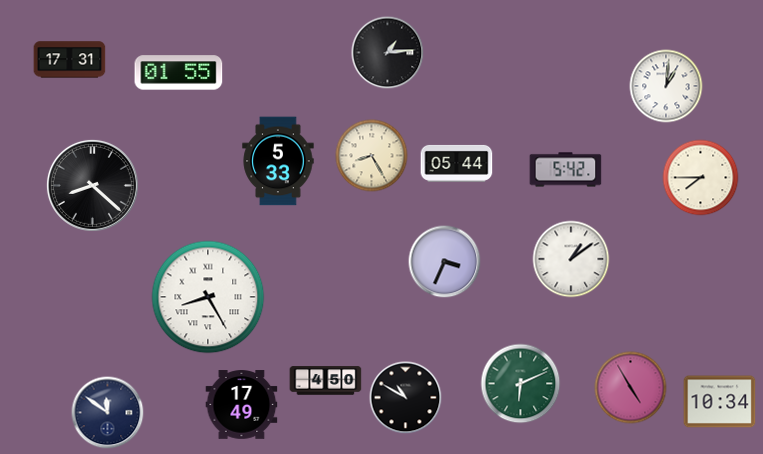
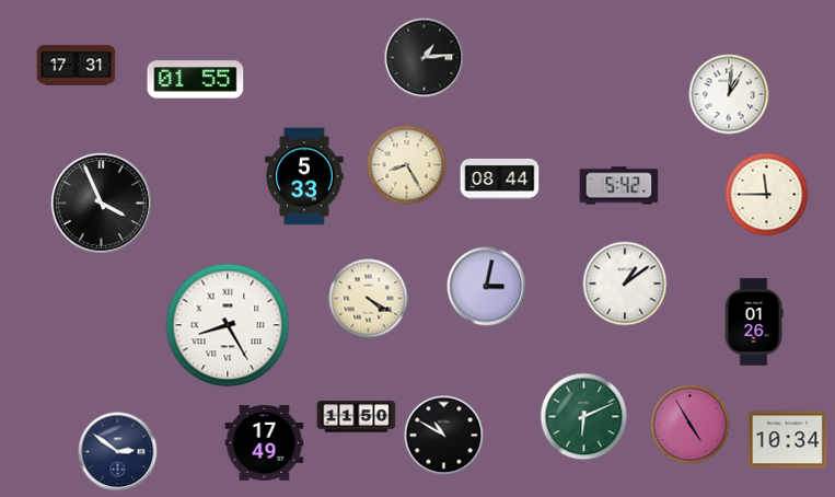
clock at (372, 156) position: (372, 156) -> (407, 165)
clock at (457, 163): 05:44 -> 08:44
clock at (701, 178): 7:45 -> 11:45
clock at (92, 185): 8:22 -> 3:56
clock at (445, 262): 3:34 -> 3:02
clock at (369, 299): none -> 4:20
clock at (754, 322): none -> 01:26
clock at (326, 381): 4:50 -> 11:50
clock at (521, 384) position: (521, 384) -> (584, 417)
clock at (108, 413): 11:51 -> 2:51
